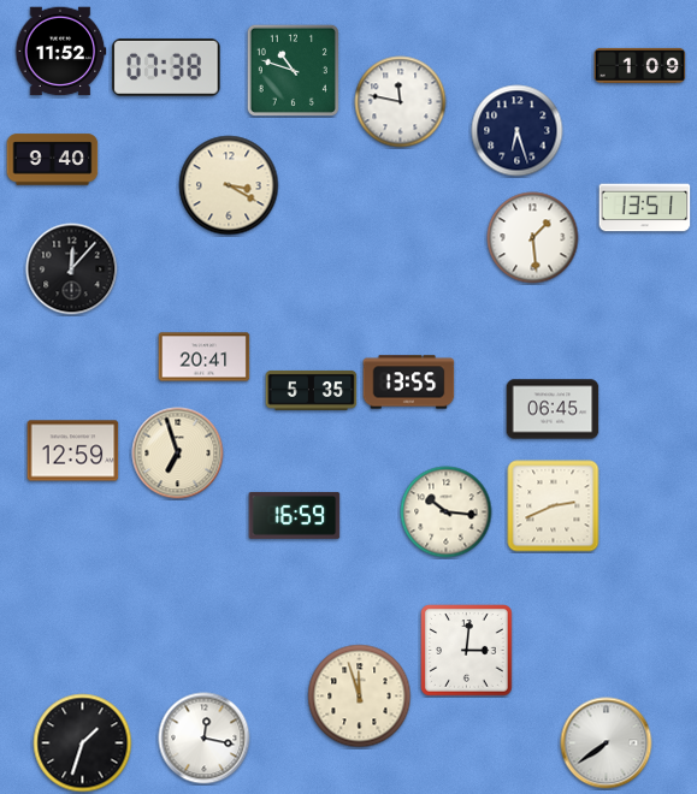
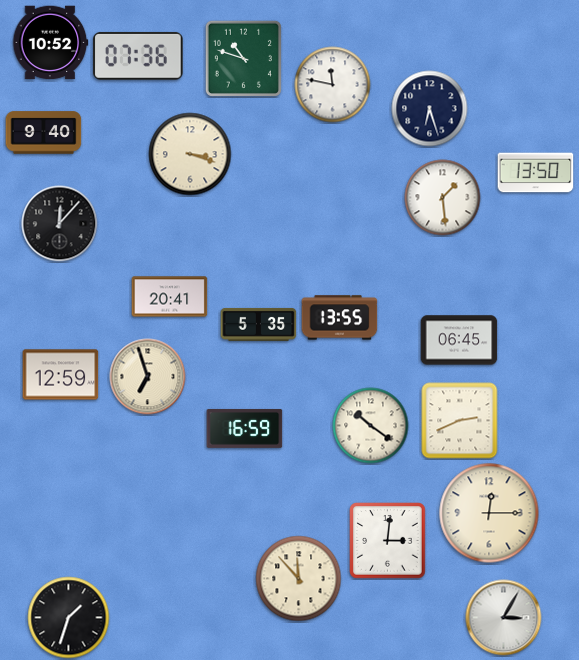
clock at (60, 52): 11:52 -> 10:52
clock at (640, 65): 1:09 -> none
clock at (166, 67): 07:38 -> 07:36
clock at (229, 185): 3:20 -> 3:18
clock at (645, 208): 13:51 -> 13:50
clock at (447, 512): 10:16 -> 10:21
clock at (489, 513): none -> 12:15
clock at (360, 697): 11:57 -> 11:53
clock at (205, 739): 12:17 -> none
clock at (607, 743): 7:39 -> 3:05
